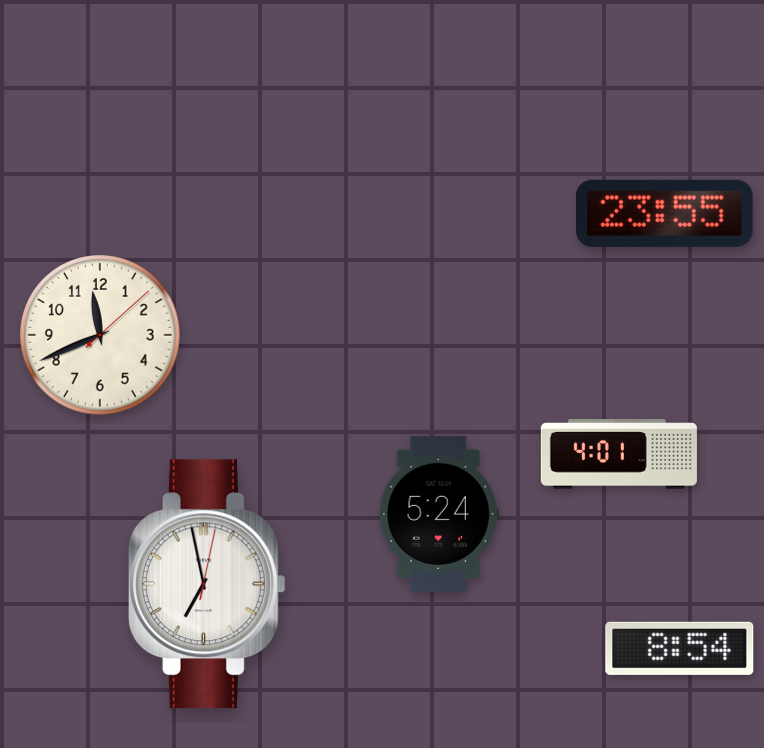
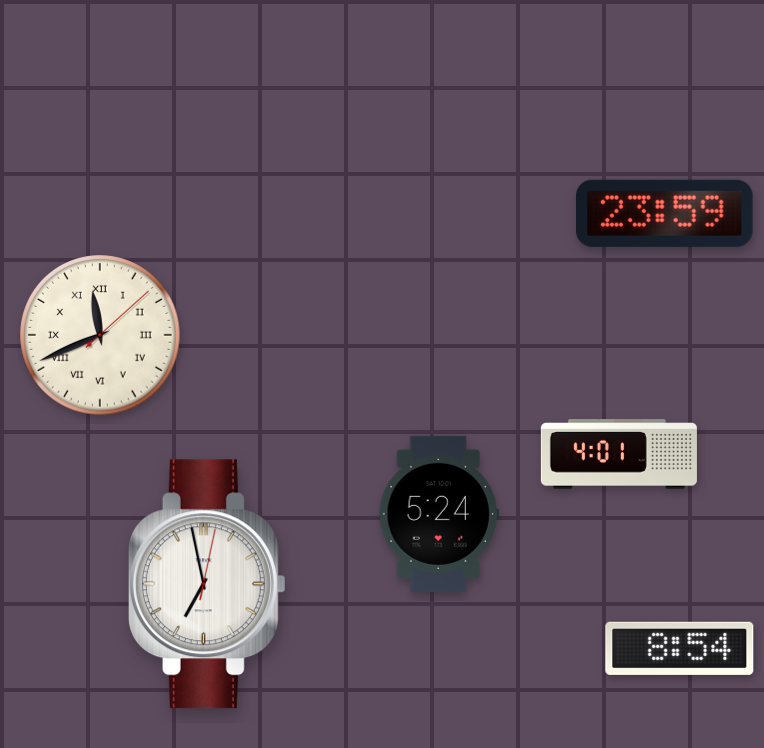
clock at (665, 213): 23:55 -> 23:59
clock at (100, 335) numerals: Arabic -> Roman
